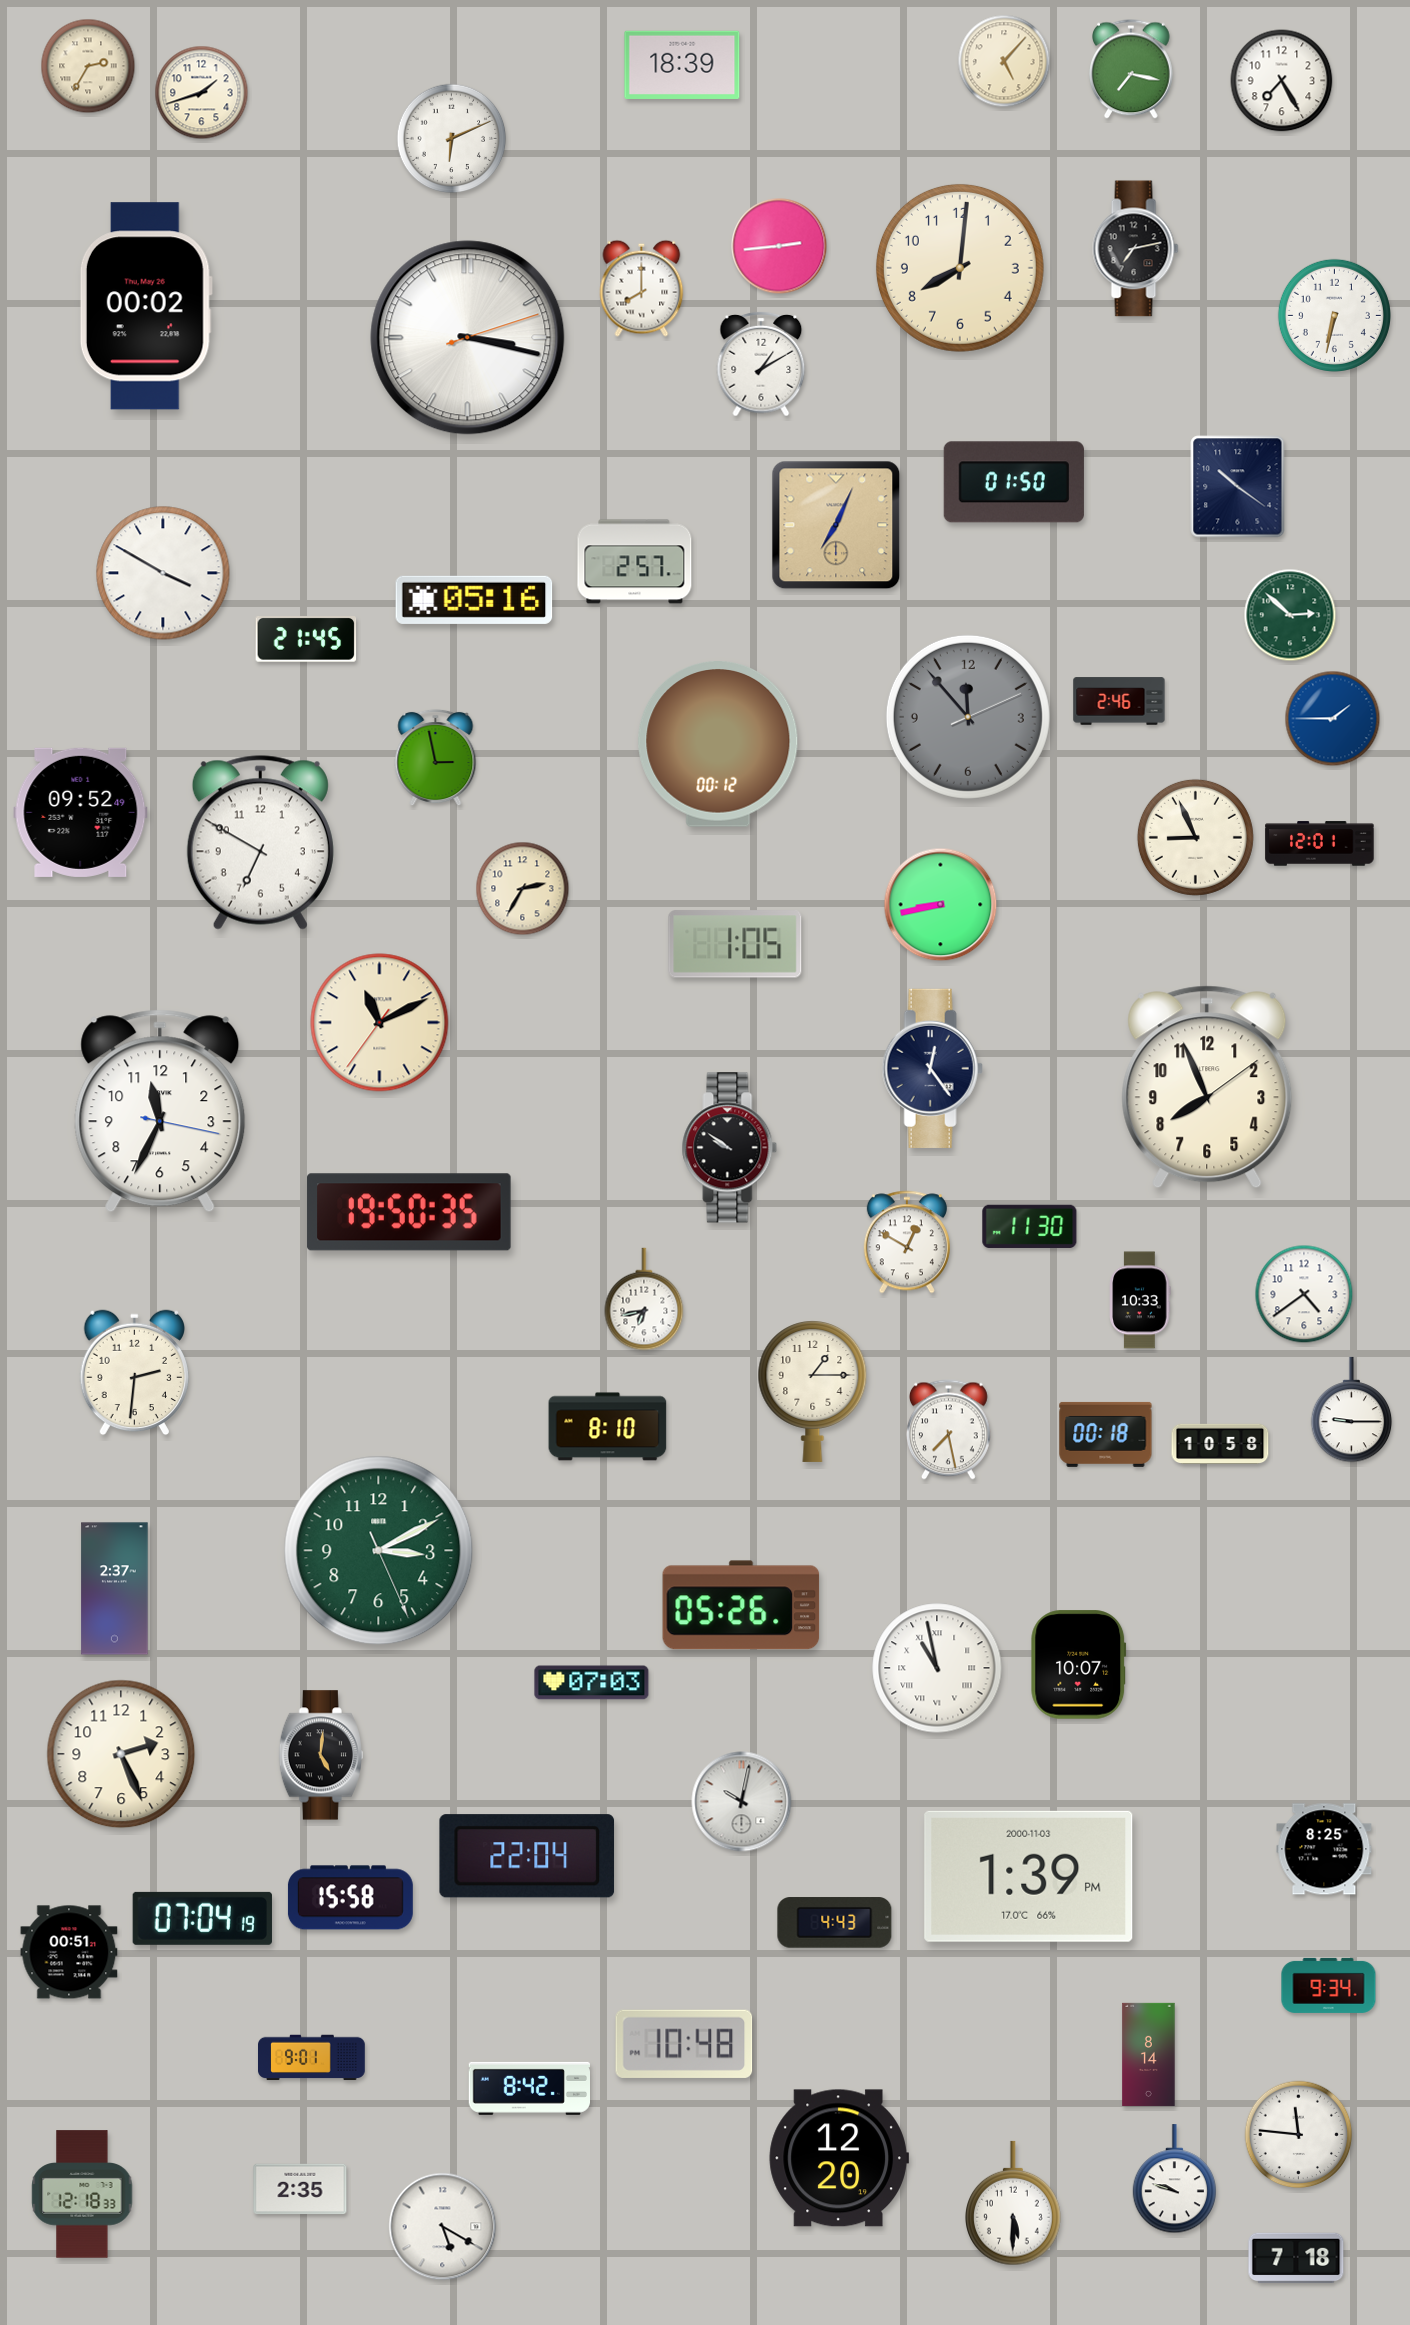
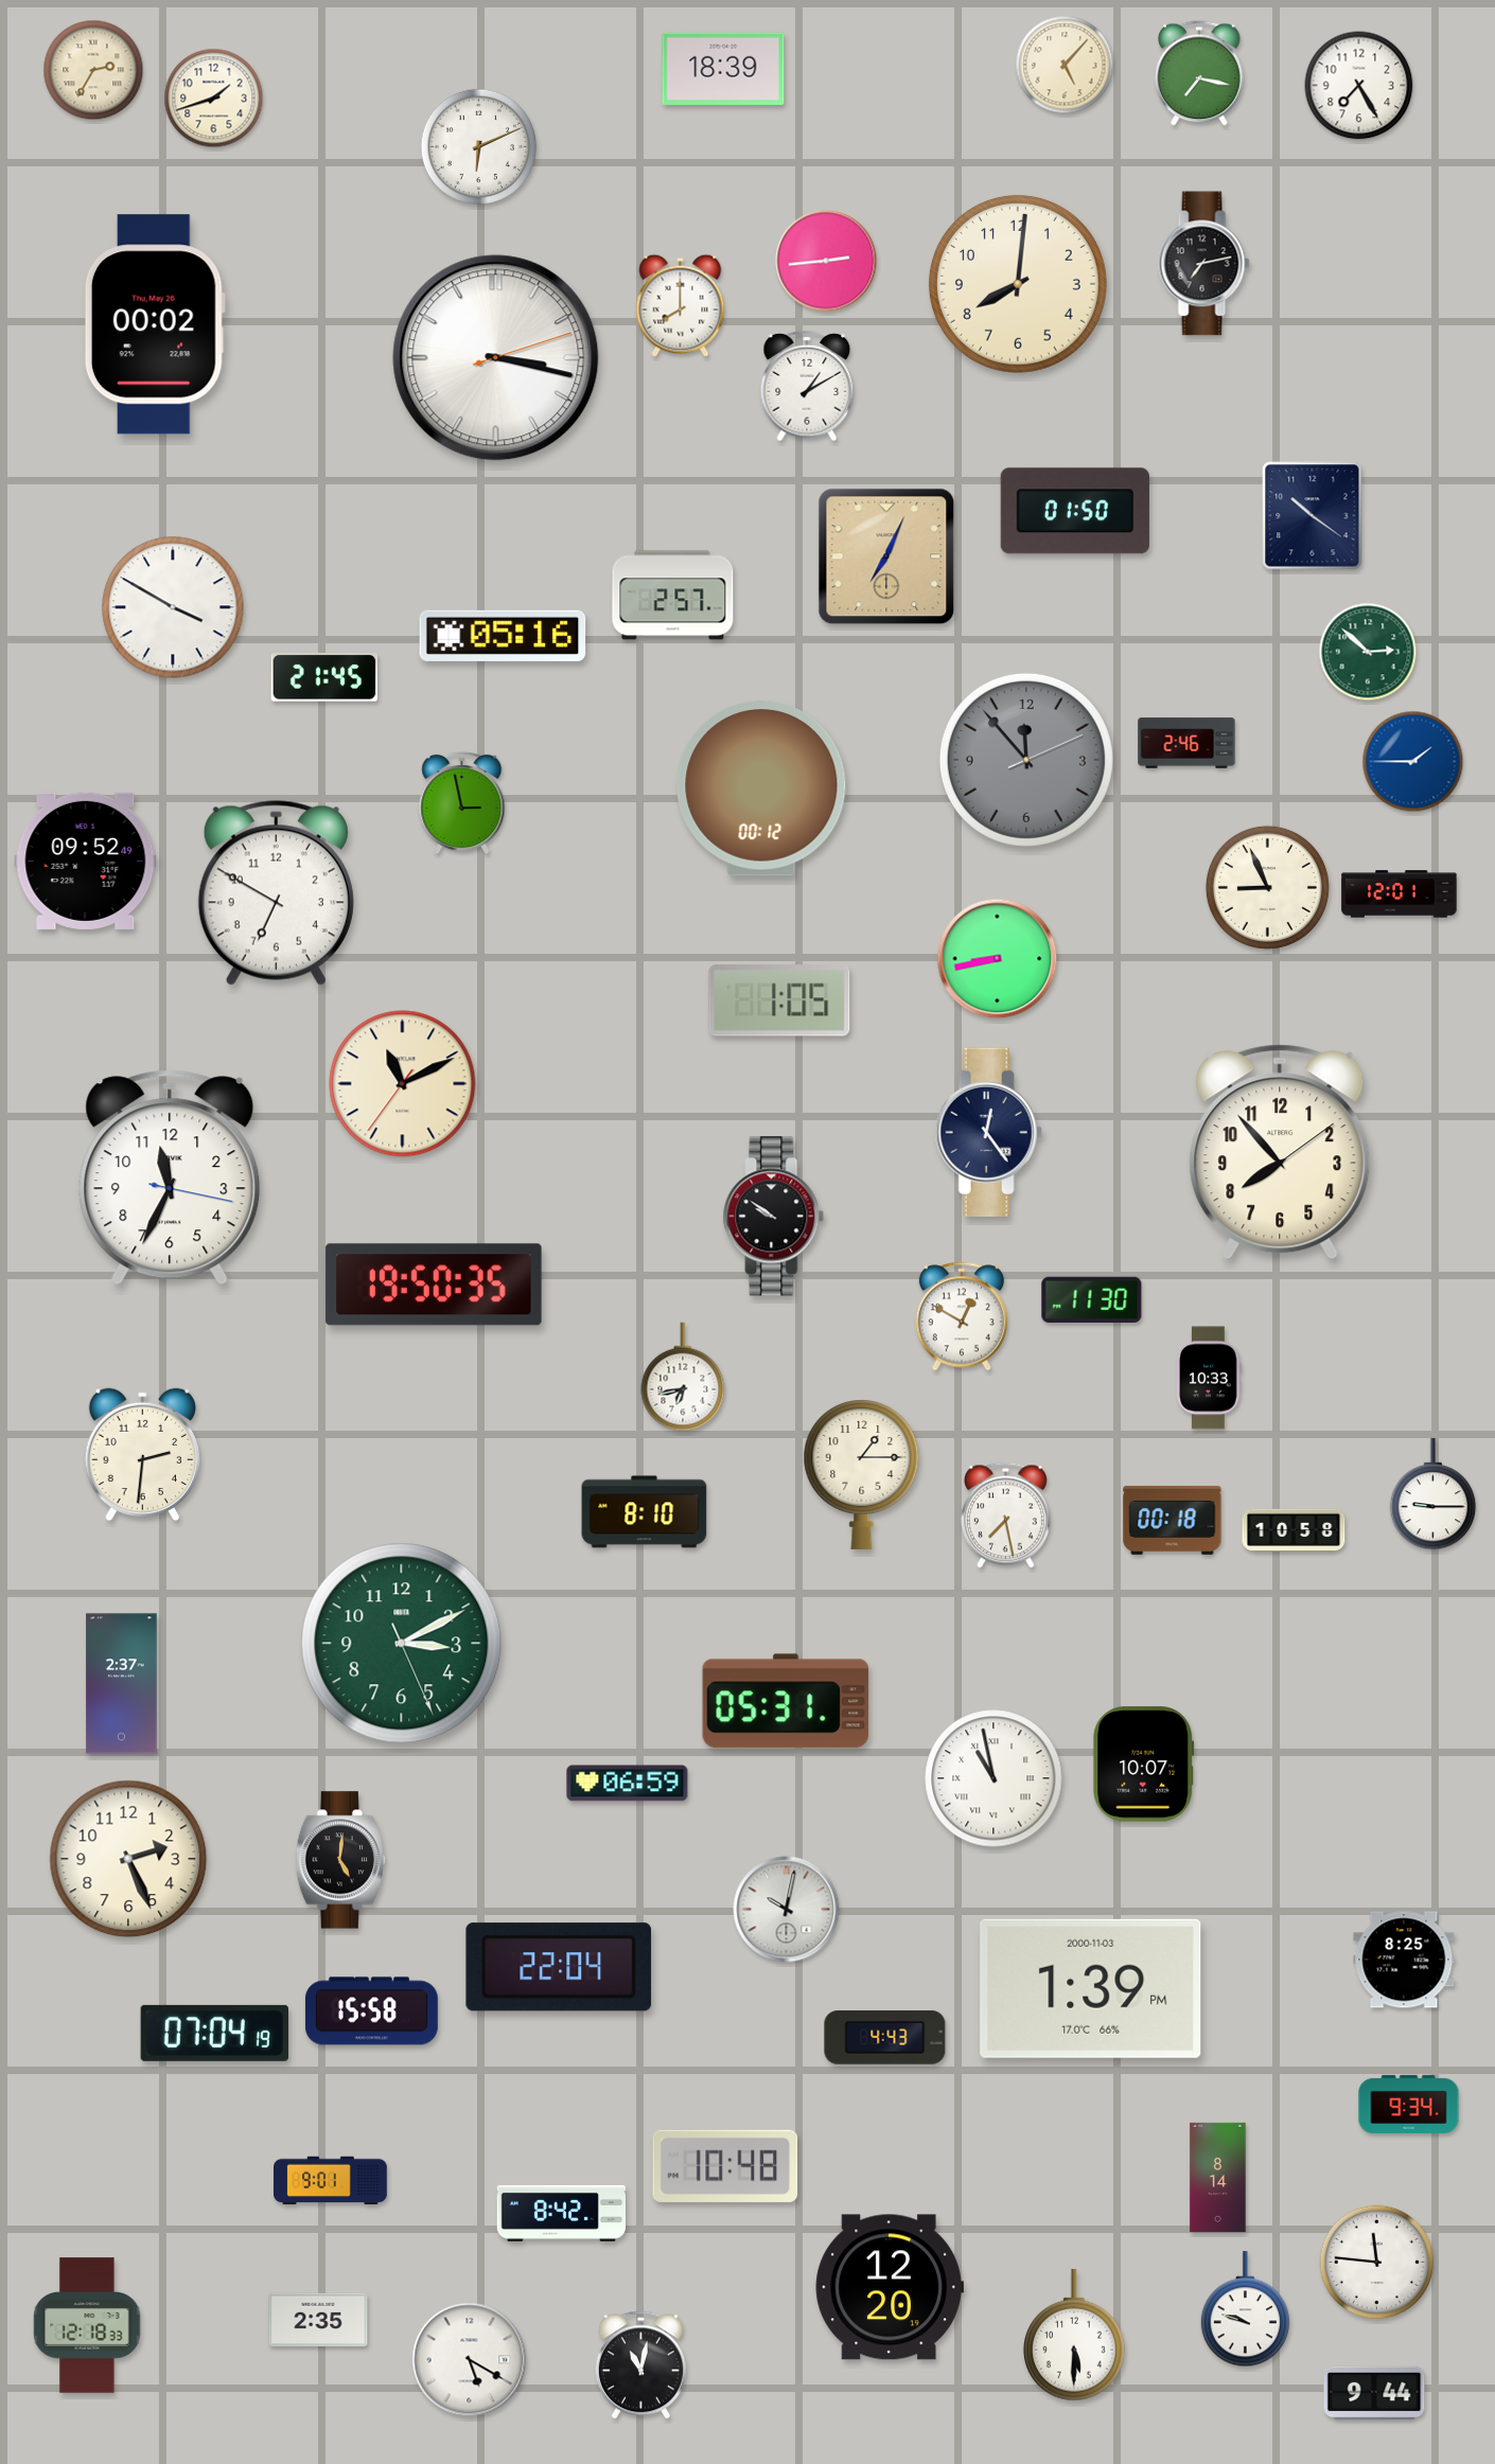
clock at (1334, 315): 6:32 -> none
clock at (523, 889): 2:35 -> none
clock at (1207, 1087): 7:56 -> 7:53
clock at (1304, 1294): 4:39 -> none
clock at (741, 1605): 05:26 -> 05:31
clock at (937, 1668) position: (937, 1668) -> (993, 1778)
clock at (592, 1683): 07:03 -> 06:59
clock at (69, 1952): 00:51 -> none
clock at (640, 2365): none -> 11:02
clock at (1296, 2258): 7:18 -> 9:44
